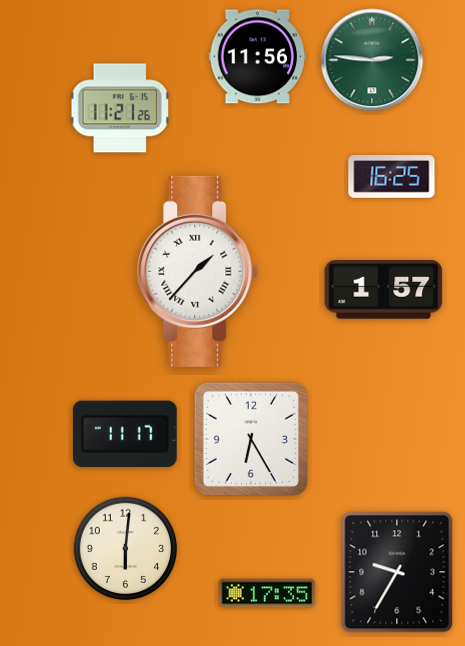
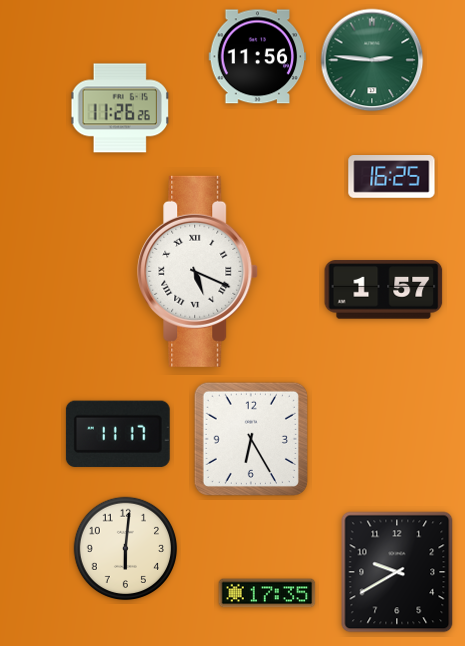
clock at (120, 108): 11:21 -> 11:26
clock at (198, 271): 1:37 -> 5:19
clock at (125, 434) position: (125, 434) -> (118, 434)
clock at (397, 572): 9:35 -> 9:40
